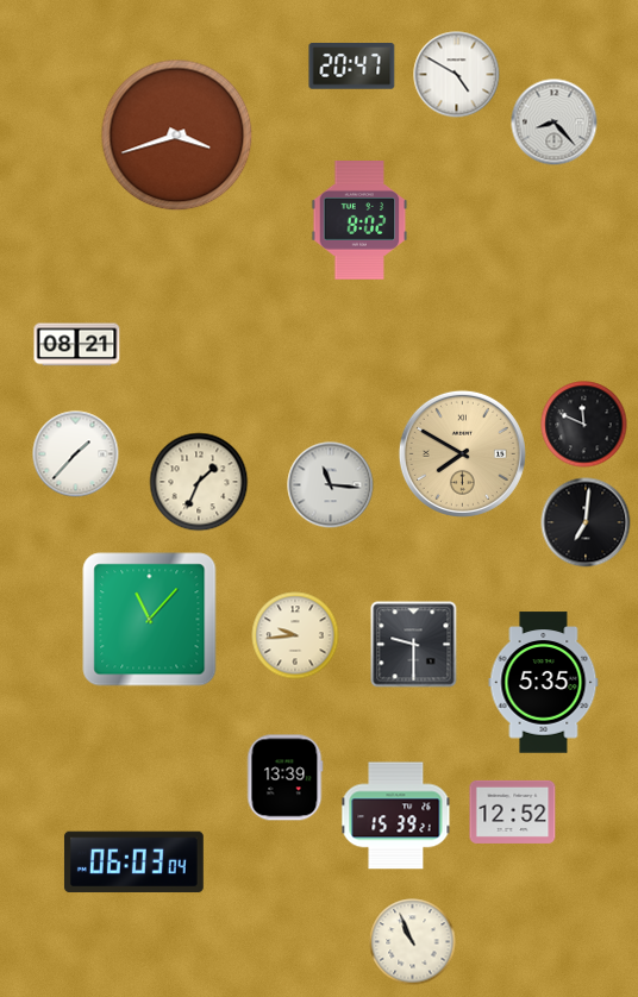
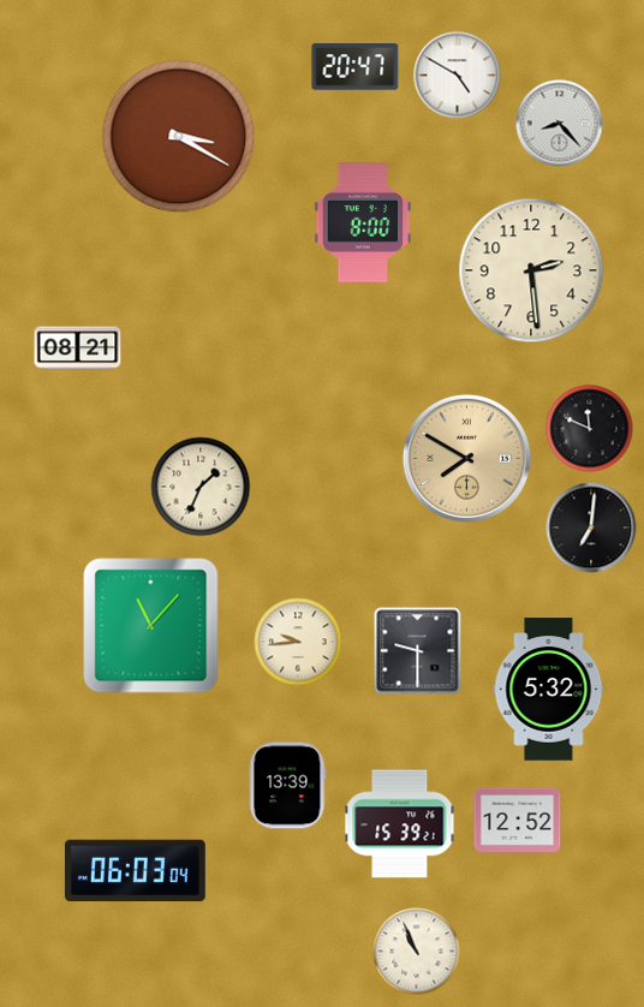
clock at (457, 75) position: (457, 75) -> (458, 76)
clock at (177, 136): 3:42 -> 3:20
clock at (359, 221): 8:02 -> 8:00
clock at (531, 270): none -> 2:29
clock at (76, 454): 1:37 -> none
clock at (331, 485): 11:16 -> none
clock at (544, 683): 5:35 -> 5:32
